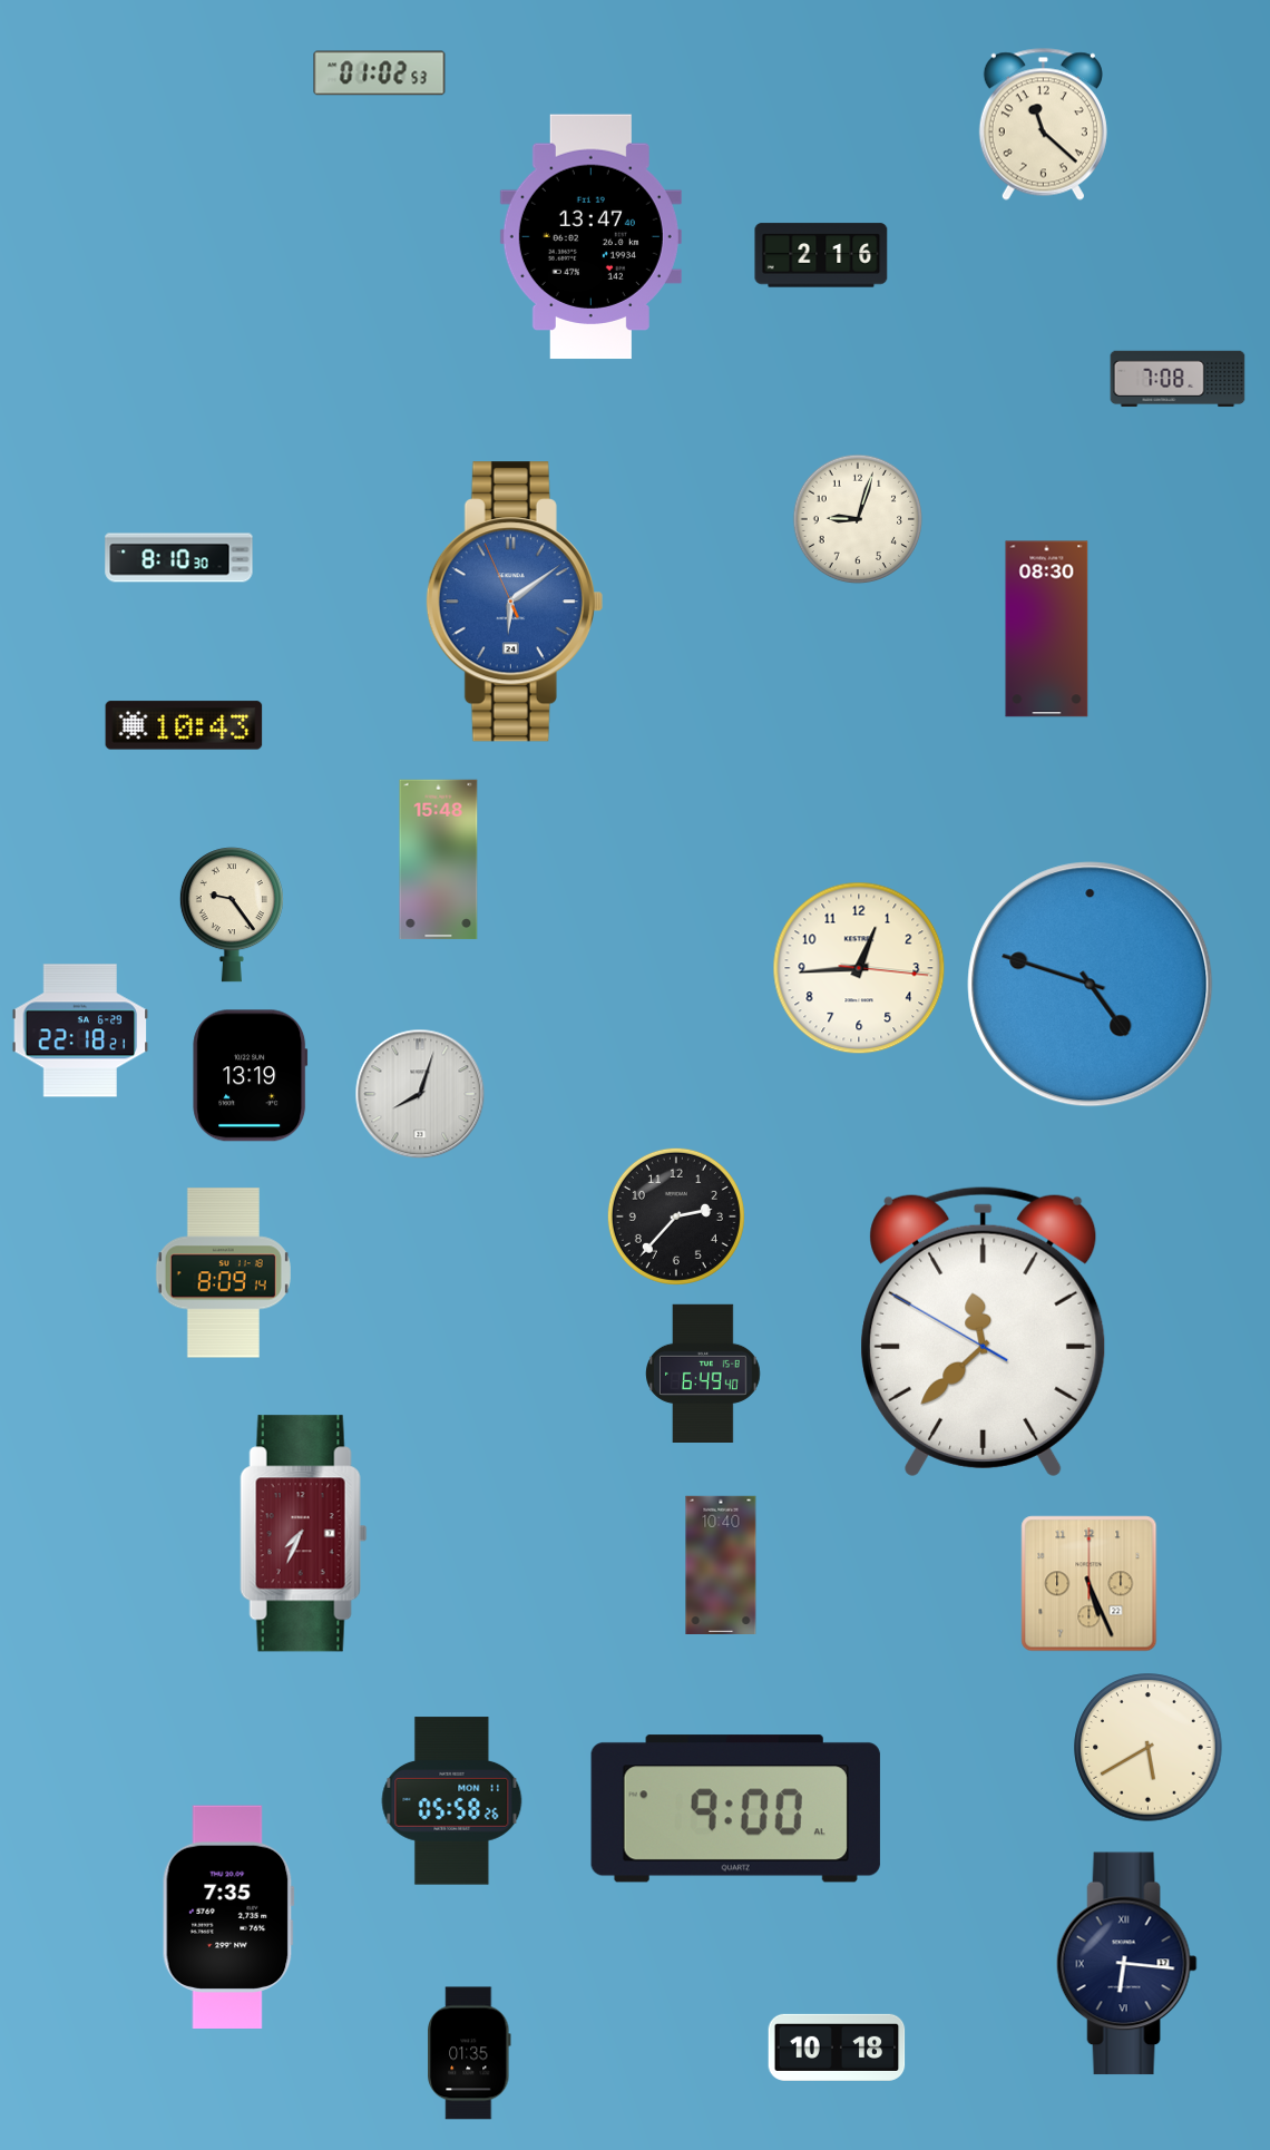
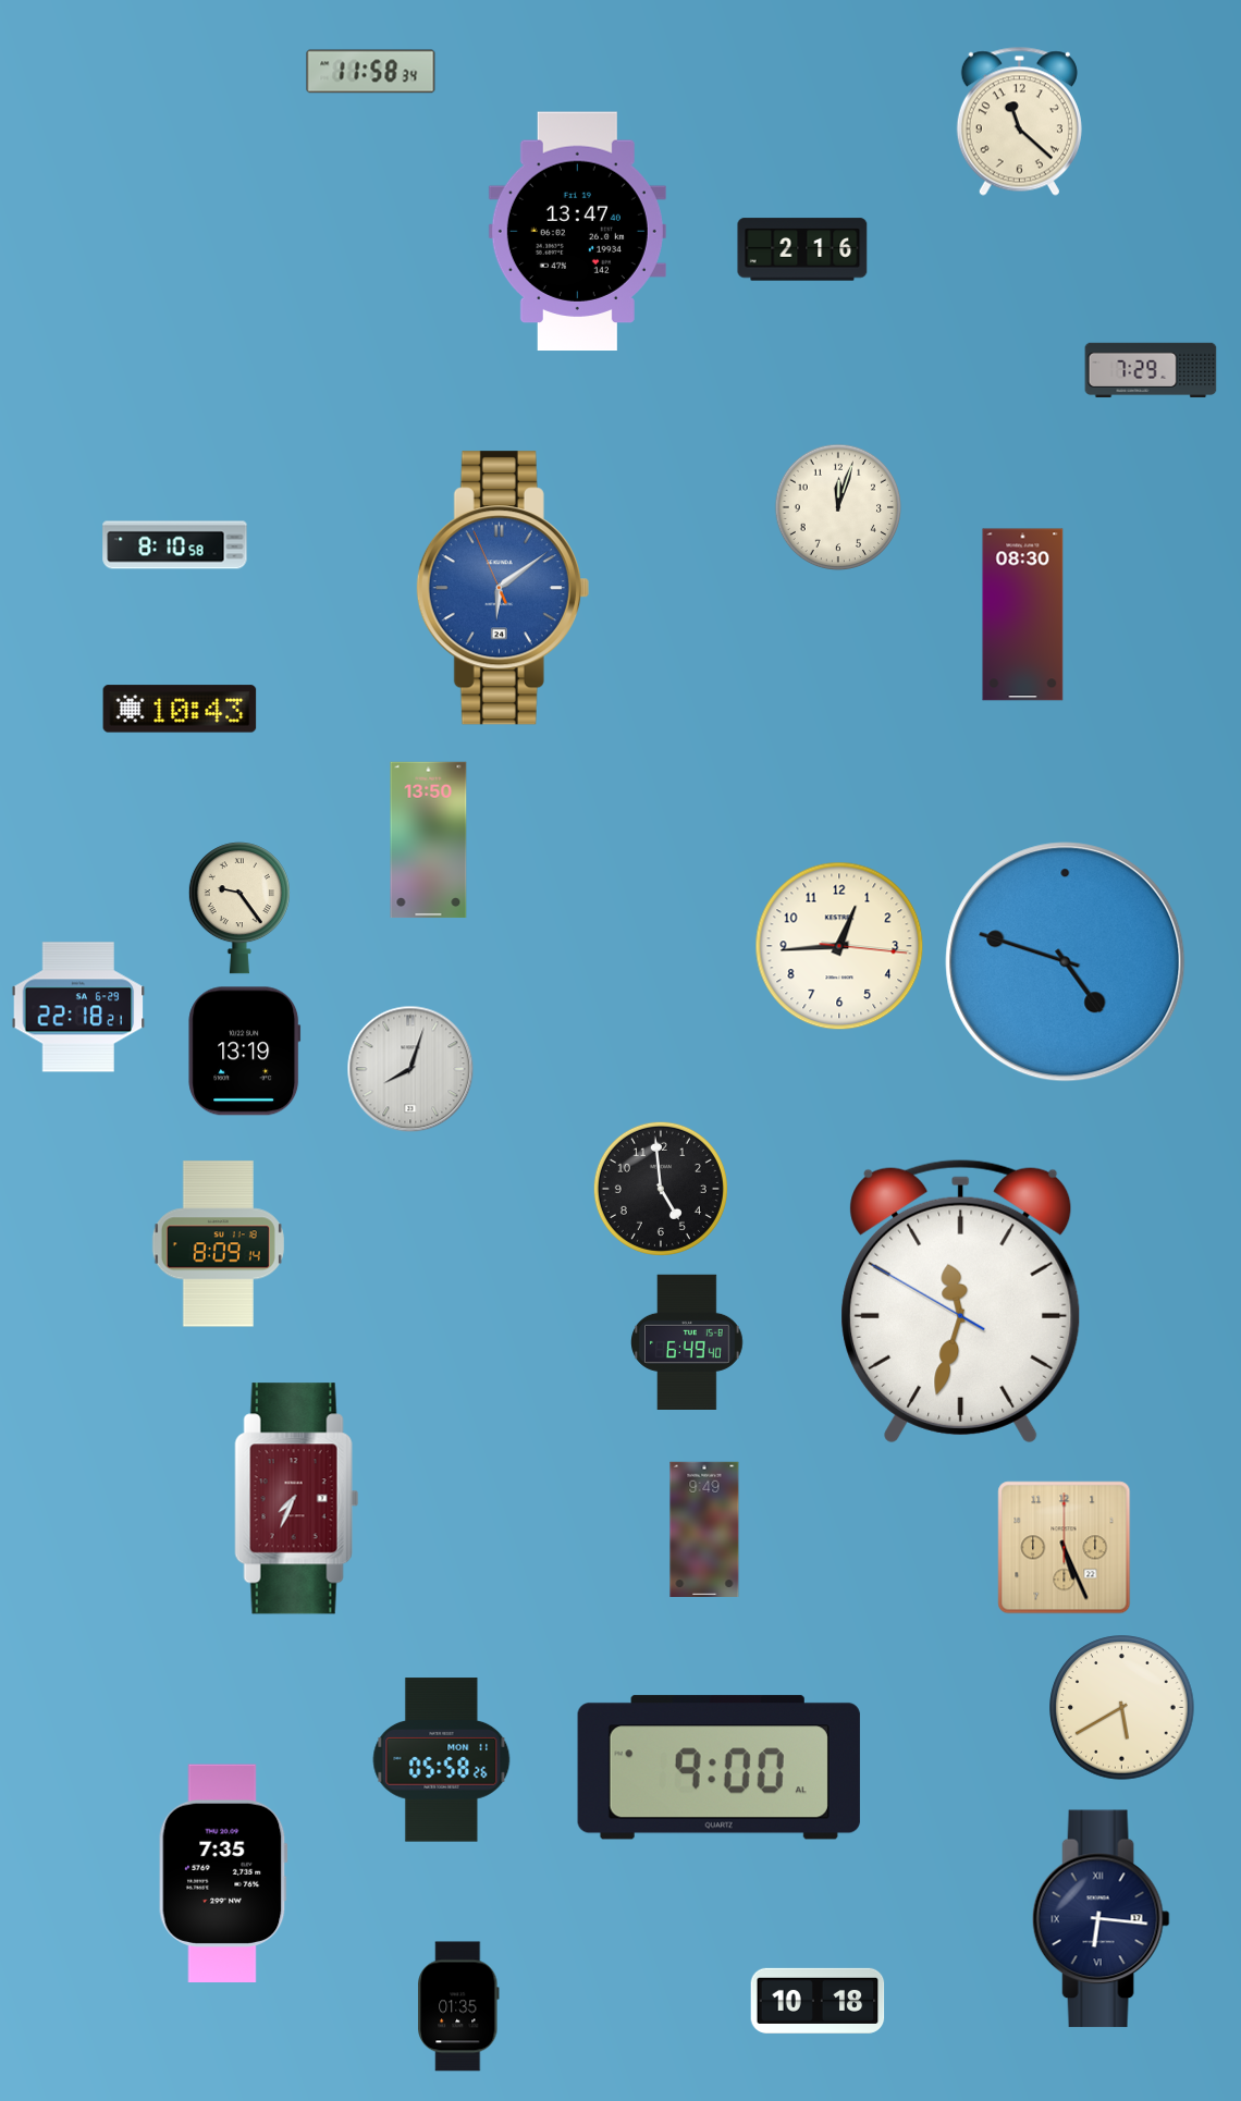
clock at (380, 74): 01:02 -> 11:58
clock at (1178, 379): 7:08 -> 7:29
clock at (858, 519): 9:03 -> 12:03
clock at (179, 558): 8:10:30 -> 8:10:58
clock at (439, 860): 15:48 -> 13:50
clock at (232, 915) position: (232, 915) -> (239, 908)
clock at (676, 1216): 2:37 -> 4:59
clock at (984, 1331): 11:37 -> 11:32
clock at (721, 1564): 10:40 -> 9:49
